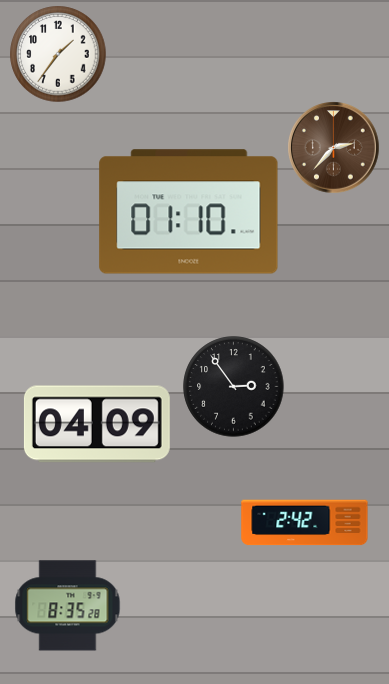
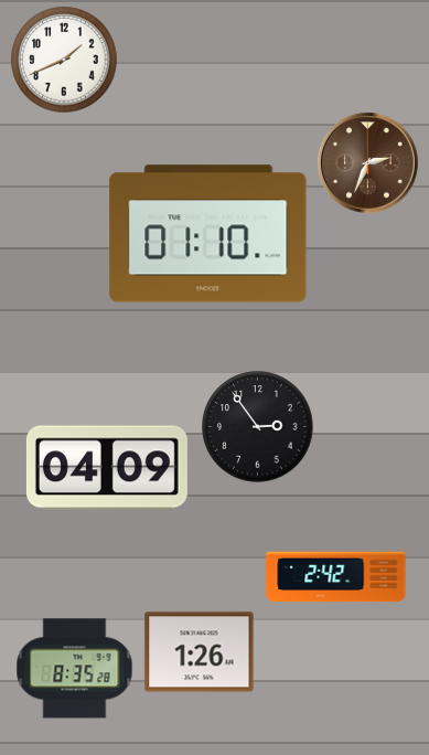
clock at (58, 54): 1:36 -> 1:41
clock at (334, 148): 2:37 -> 2:34
clock at (200, 652): none -> 1:26
